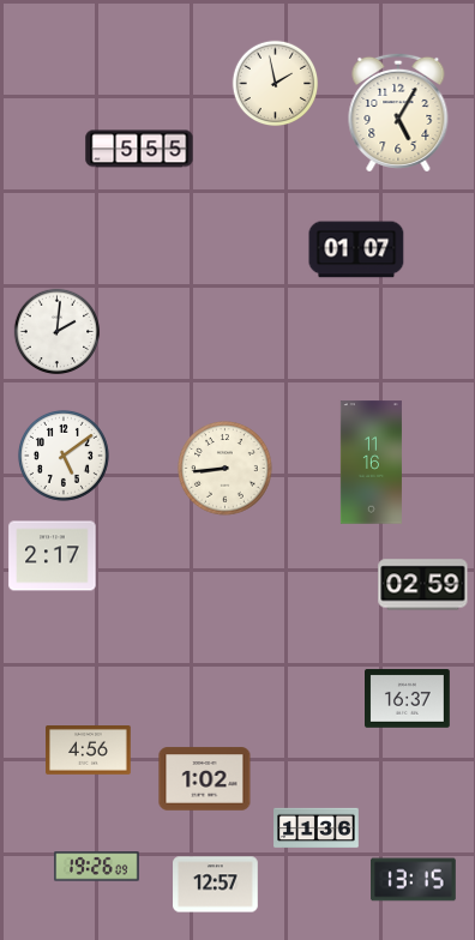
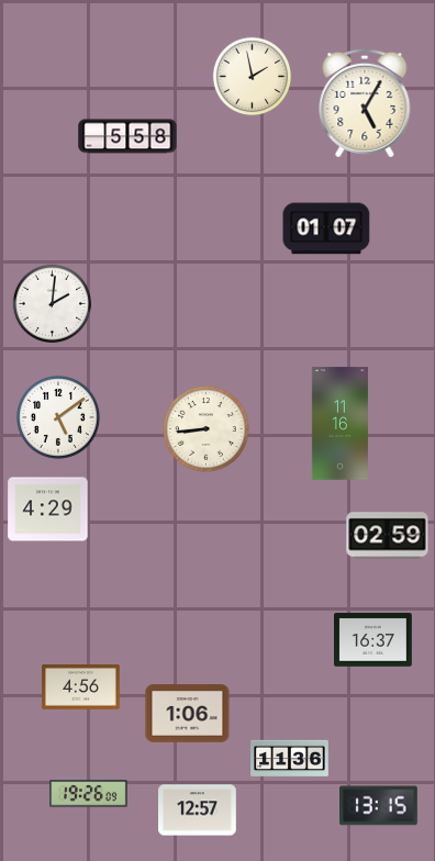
clock at (139, 149): 5:55 -> 5:58
clock at (53, 556): 2:17 -> 4:29
clock at (205, 779): 1:02 -> 1:06
